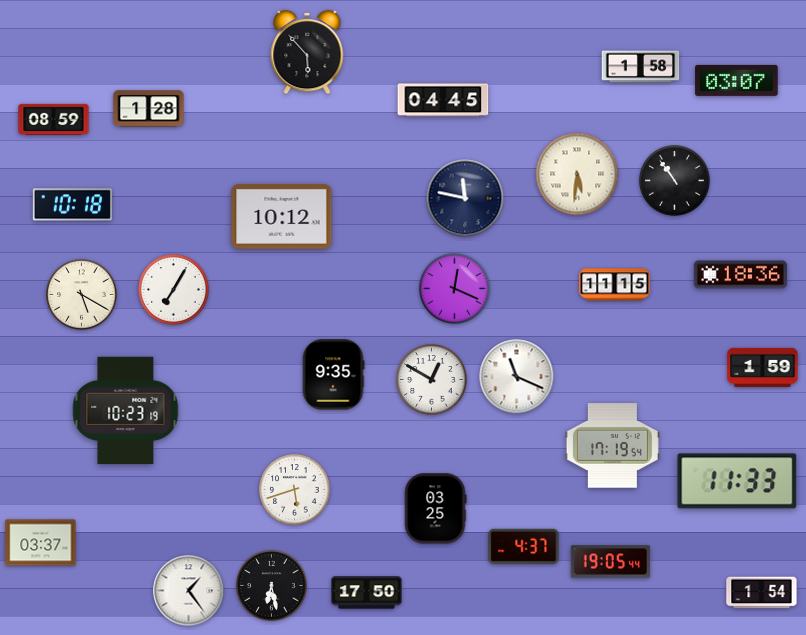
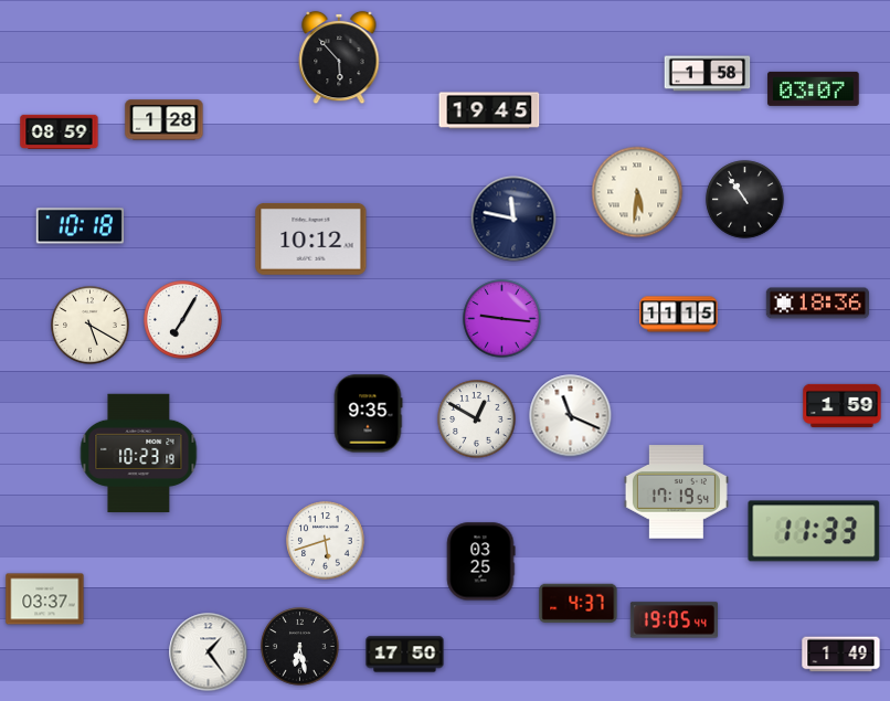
clock at (443, 100): 04:45 -> 19:45
clock at (455, 289): 12:19 -> 9:16
clock at (174, 290) position: (174, 290) -> (183, 320)
clock at (762, 593): 1:54 -> 1:49
